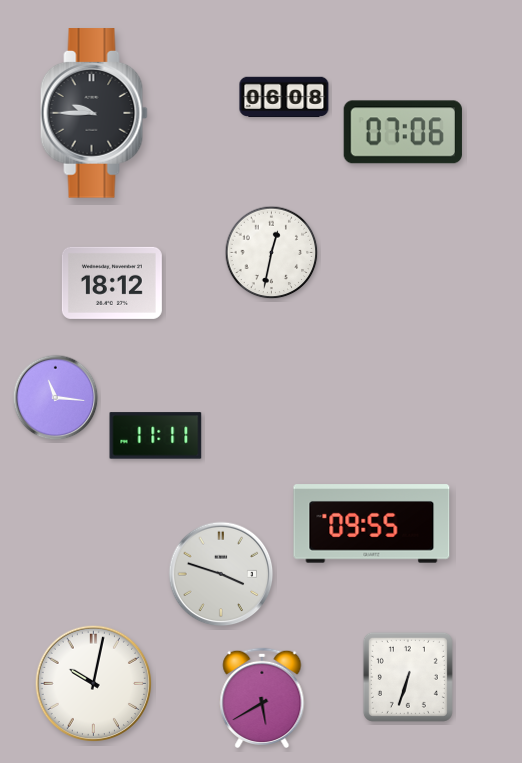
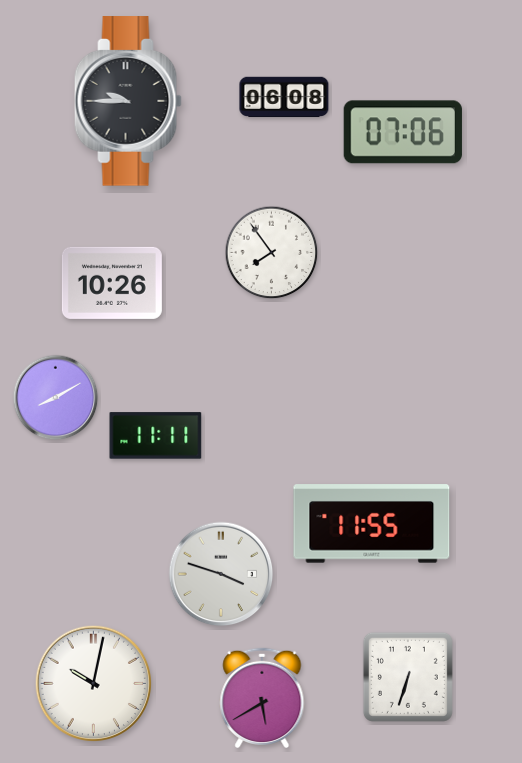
clock at (94, 113) position: (94, 113) -> (128, 101)
clock at (272, 253): 12:32 -> 7:54
clock at (112, 283): 18:12 -> 10:26
clock at (56, 398): 11:16 -> 8:10
clock at (372, 524): 09:55 -> 11:55
